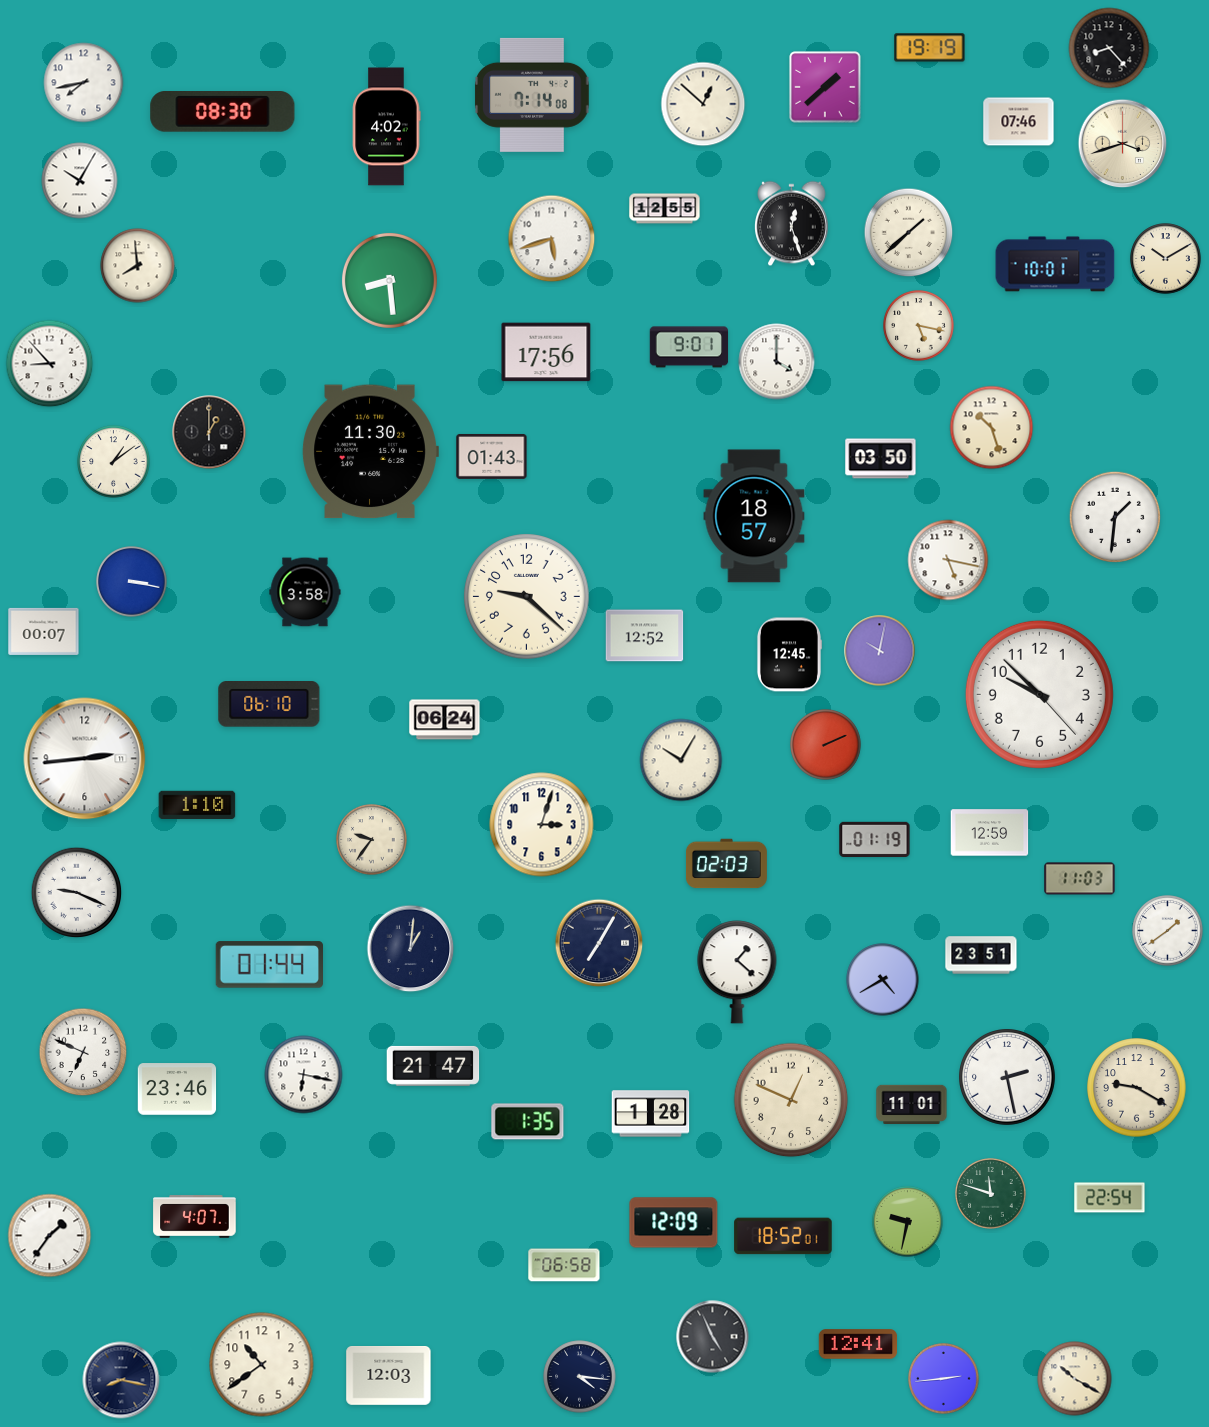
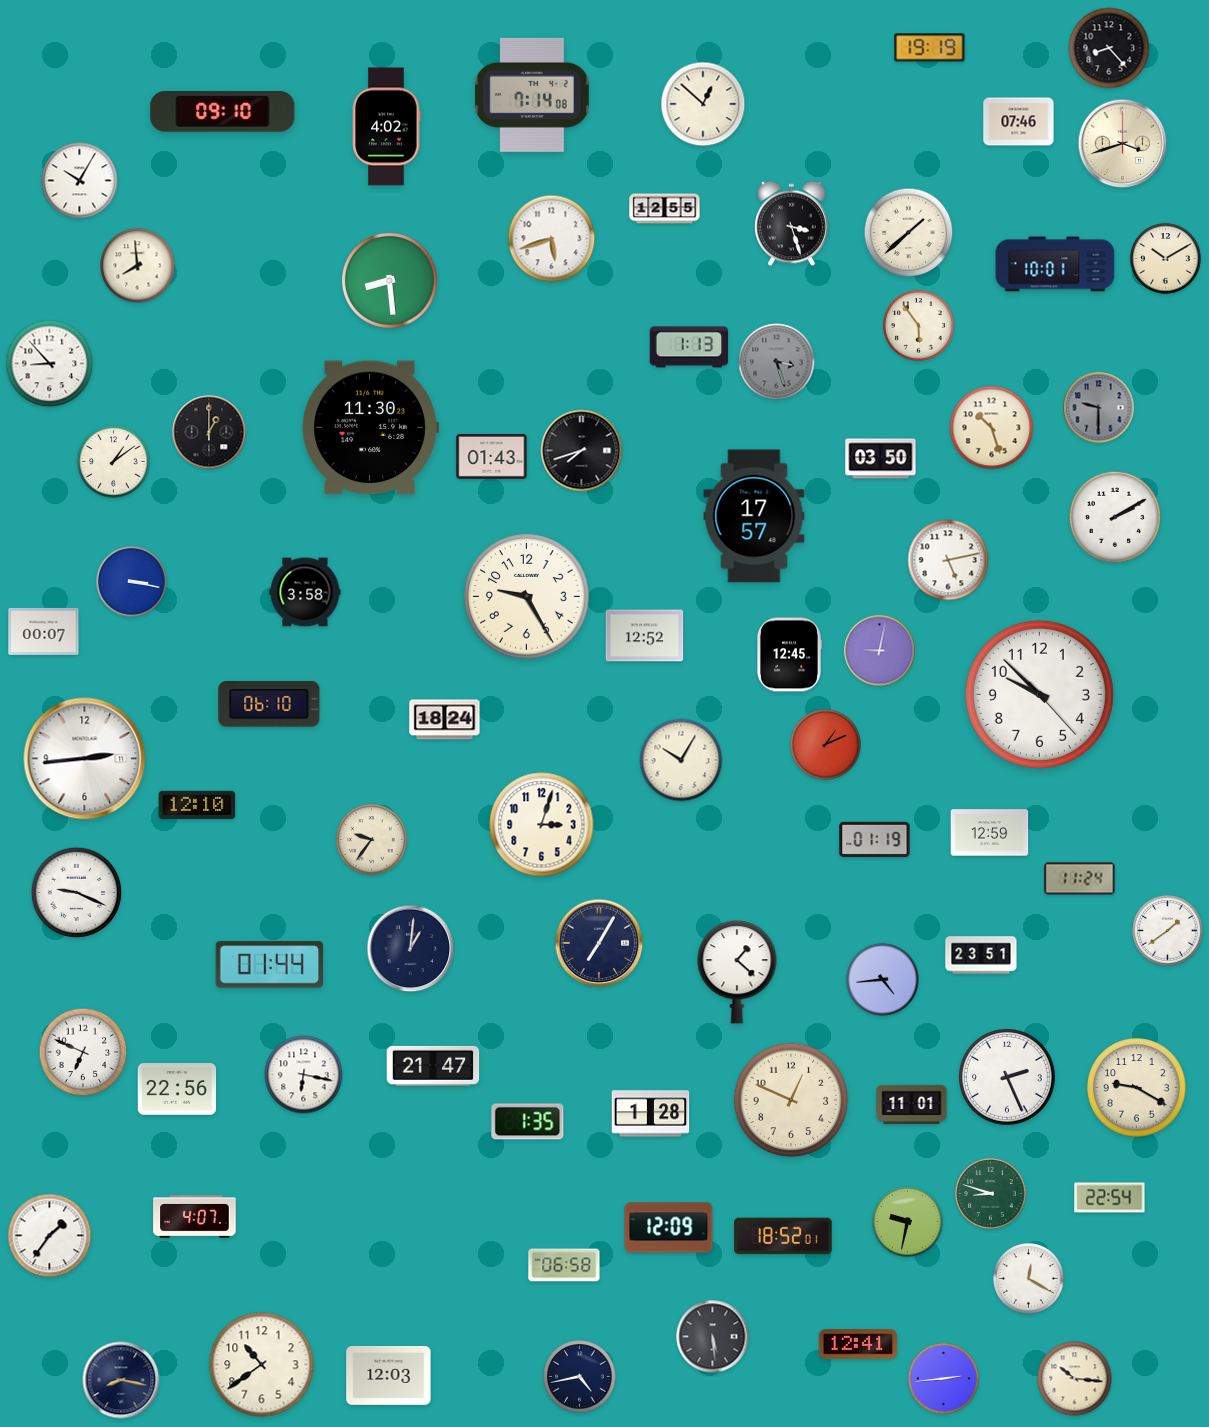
clock at (84, 83): 7:43 -> none
clock at (825, 87): 1:38 -> none
clock at (223, 112): 08:30 -> 09:10
clock at (792, 224): 12:27 -> 3:27
clock at (919, 326): 5:17 -> 5:54
clock at (689, 347): 9:01 -> 1:13
clock at (546, 352): 17:56 -> none
clock at (777, 362): 4:00 -> 3:27
clock at (777, 362) dial: white -> grey
clock at (1099, 408): none -> 9:30
clock at (582, 451): none -> 7:42
clock at (370, 452) position: (370, 452) -> (370, 428)
clock at (754, 516): 18:57 -> 17:57
clock at (1114, 516): 1:31 -> 2:10
clock at (948, 560): 5:17 -> 5:13
clock at (527, 597): 9:22 -> 9:25
clock at (880, 651): 10:02 -> 9:02
clock at (445, 720): 06:24 -> 18:24
clock at (826, 745): 2:11 -> 1:11
clock at (197, 805): 1:10 -> 12:10
clock at (726, 864): 02:03 -> none
clock at (1080, 879): 11:03 -> 11:24
clock at (883, 980): 4:40 -> 4:44
clock at (1008, 1078): 2:28 -> 2:26
clock at (177, 1089): 23:46 -> 22:56
clock at (991, 1194): 11:48 -> 8:48
clock at (674, 1223) position: (674, 1223) -> (669, 1228)
clock at (1029, 1279): none -> 12:20
clock at (713, 1337): 4:56 -> 5:29
clock at (580, 1377): 4:16 -> 4:43
clock at (1075, 1379): 10:20 -> 10:16
